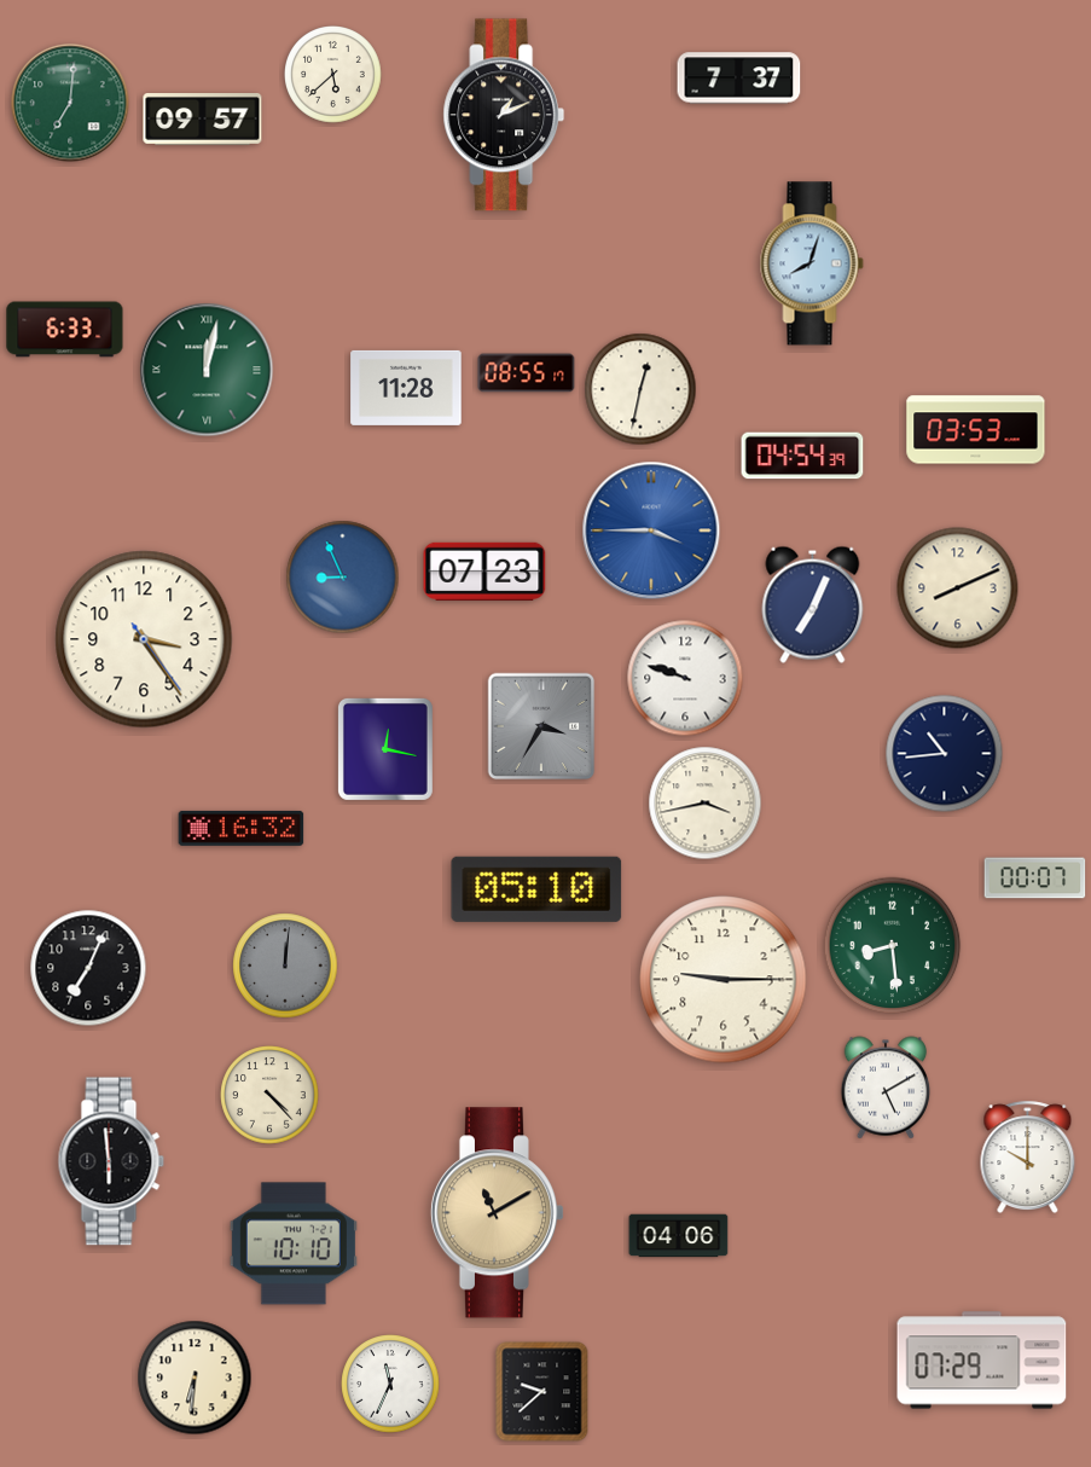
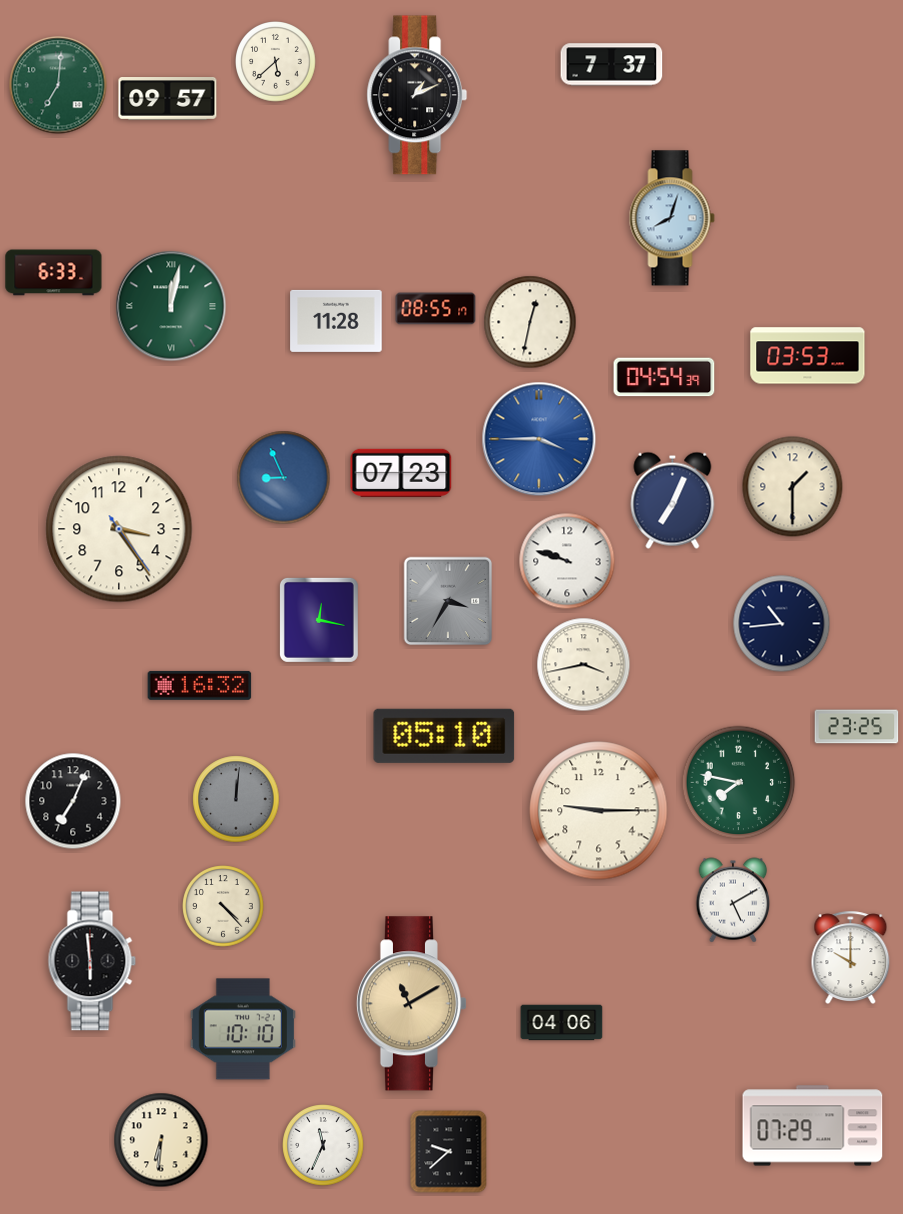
clock at (958, 588): 8:11 -> 1:30
clock at (1035, 879): 00:07 -> 23:25
clock at (893, 946): 8:29 -> 7:47
